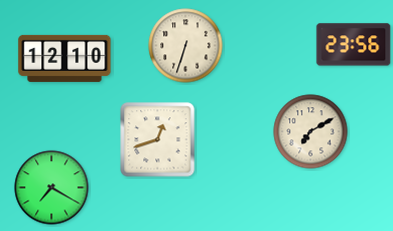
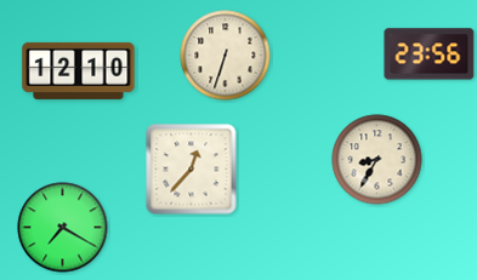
clock at (311, 132): 7:10 -> 8:35
clock at (158, 140): 12:42 -> 12:37
